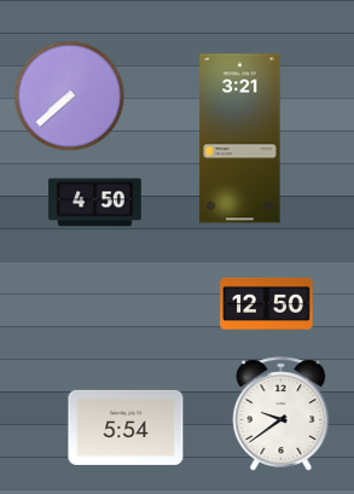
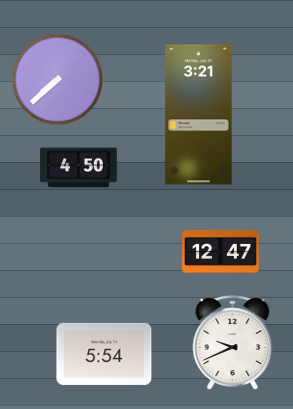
clock at (267, 303): 12:50 -> 12:47
clock at (282, 414): 9:39 -> 9:41
